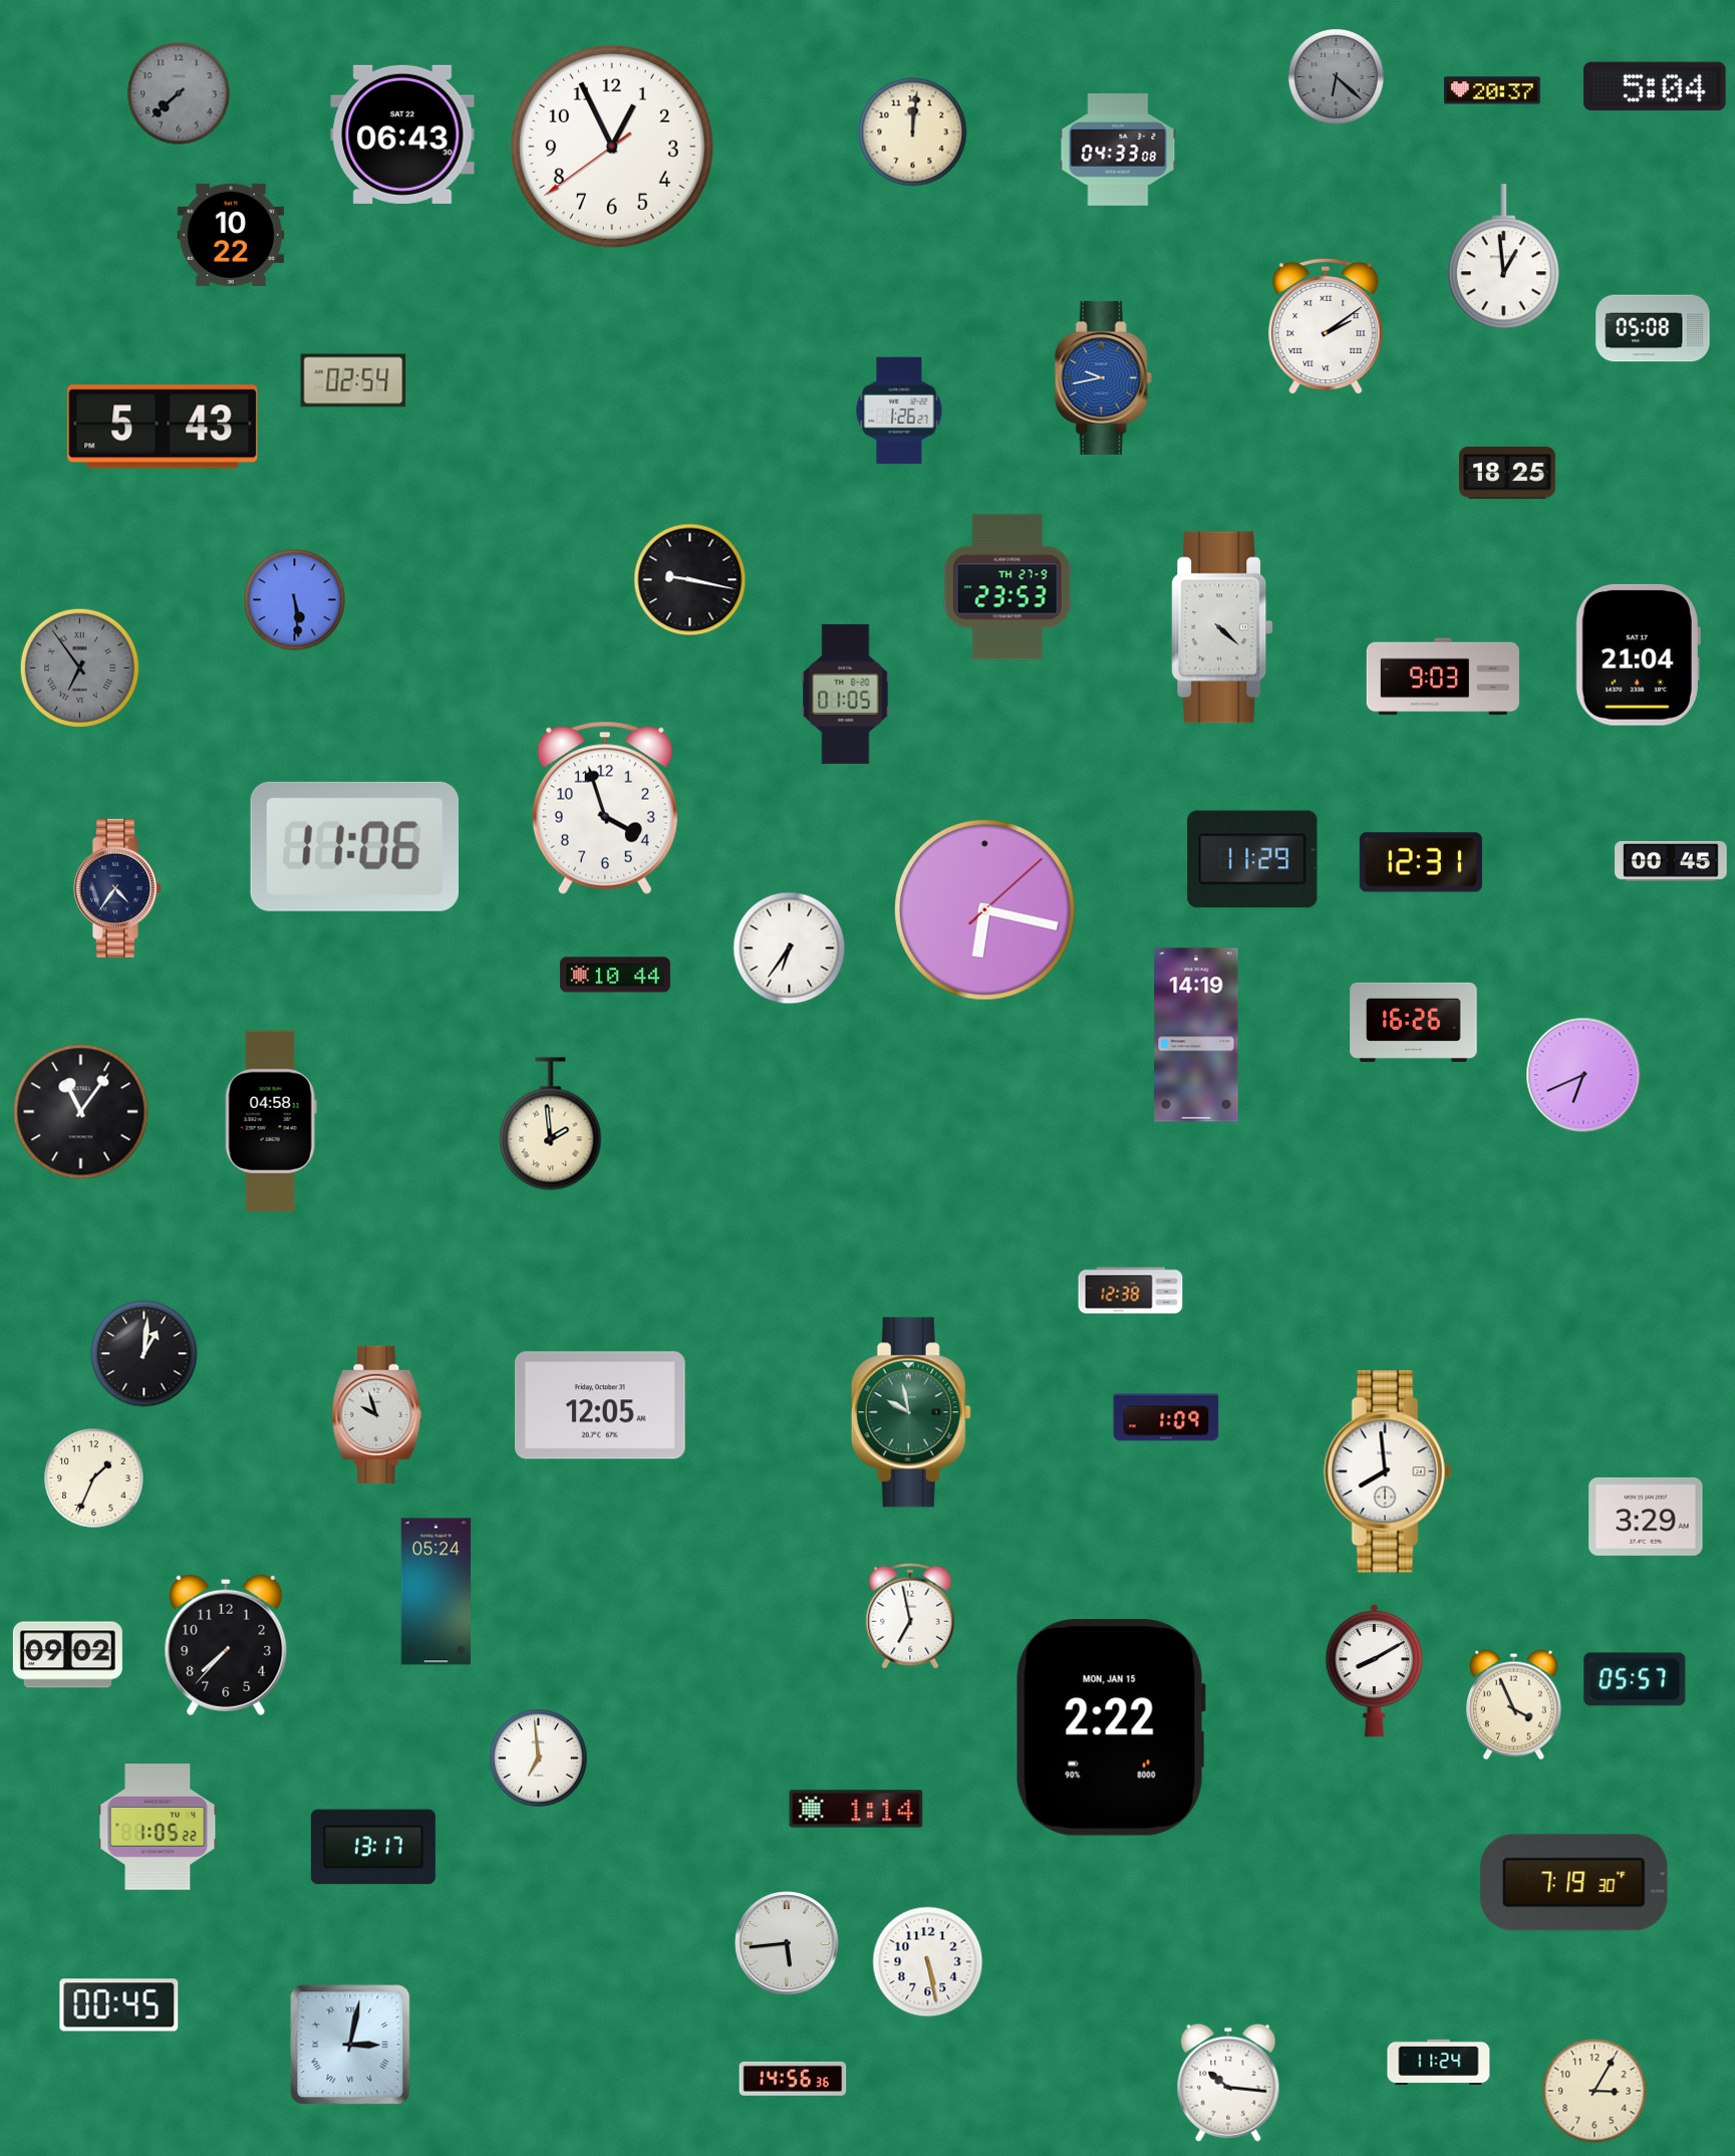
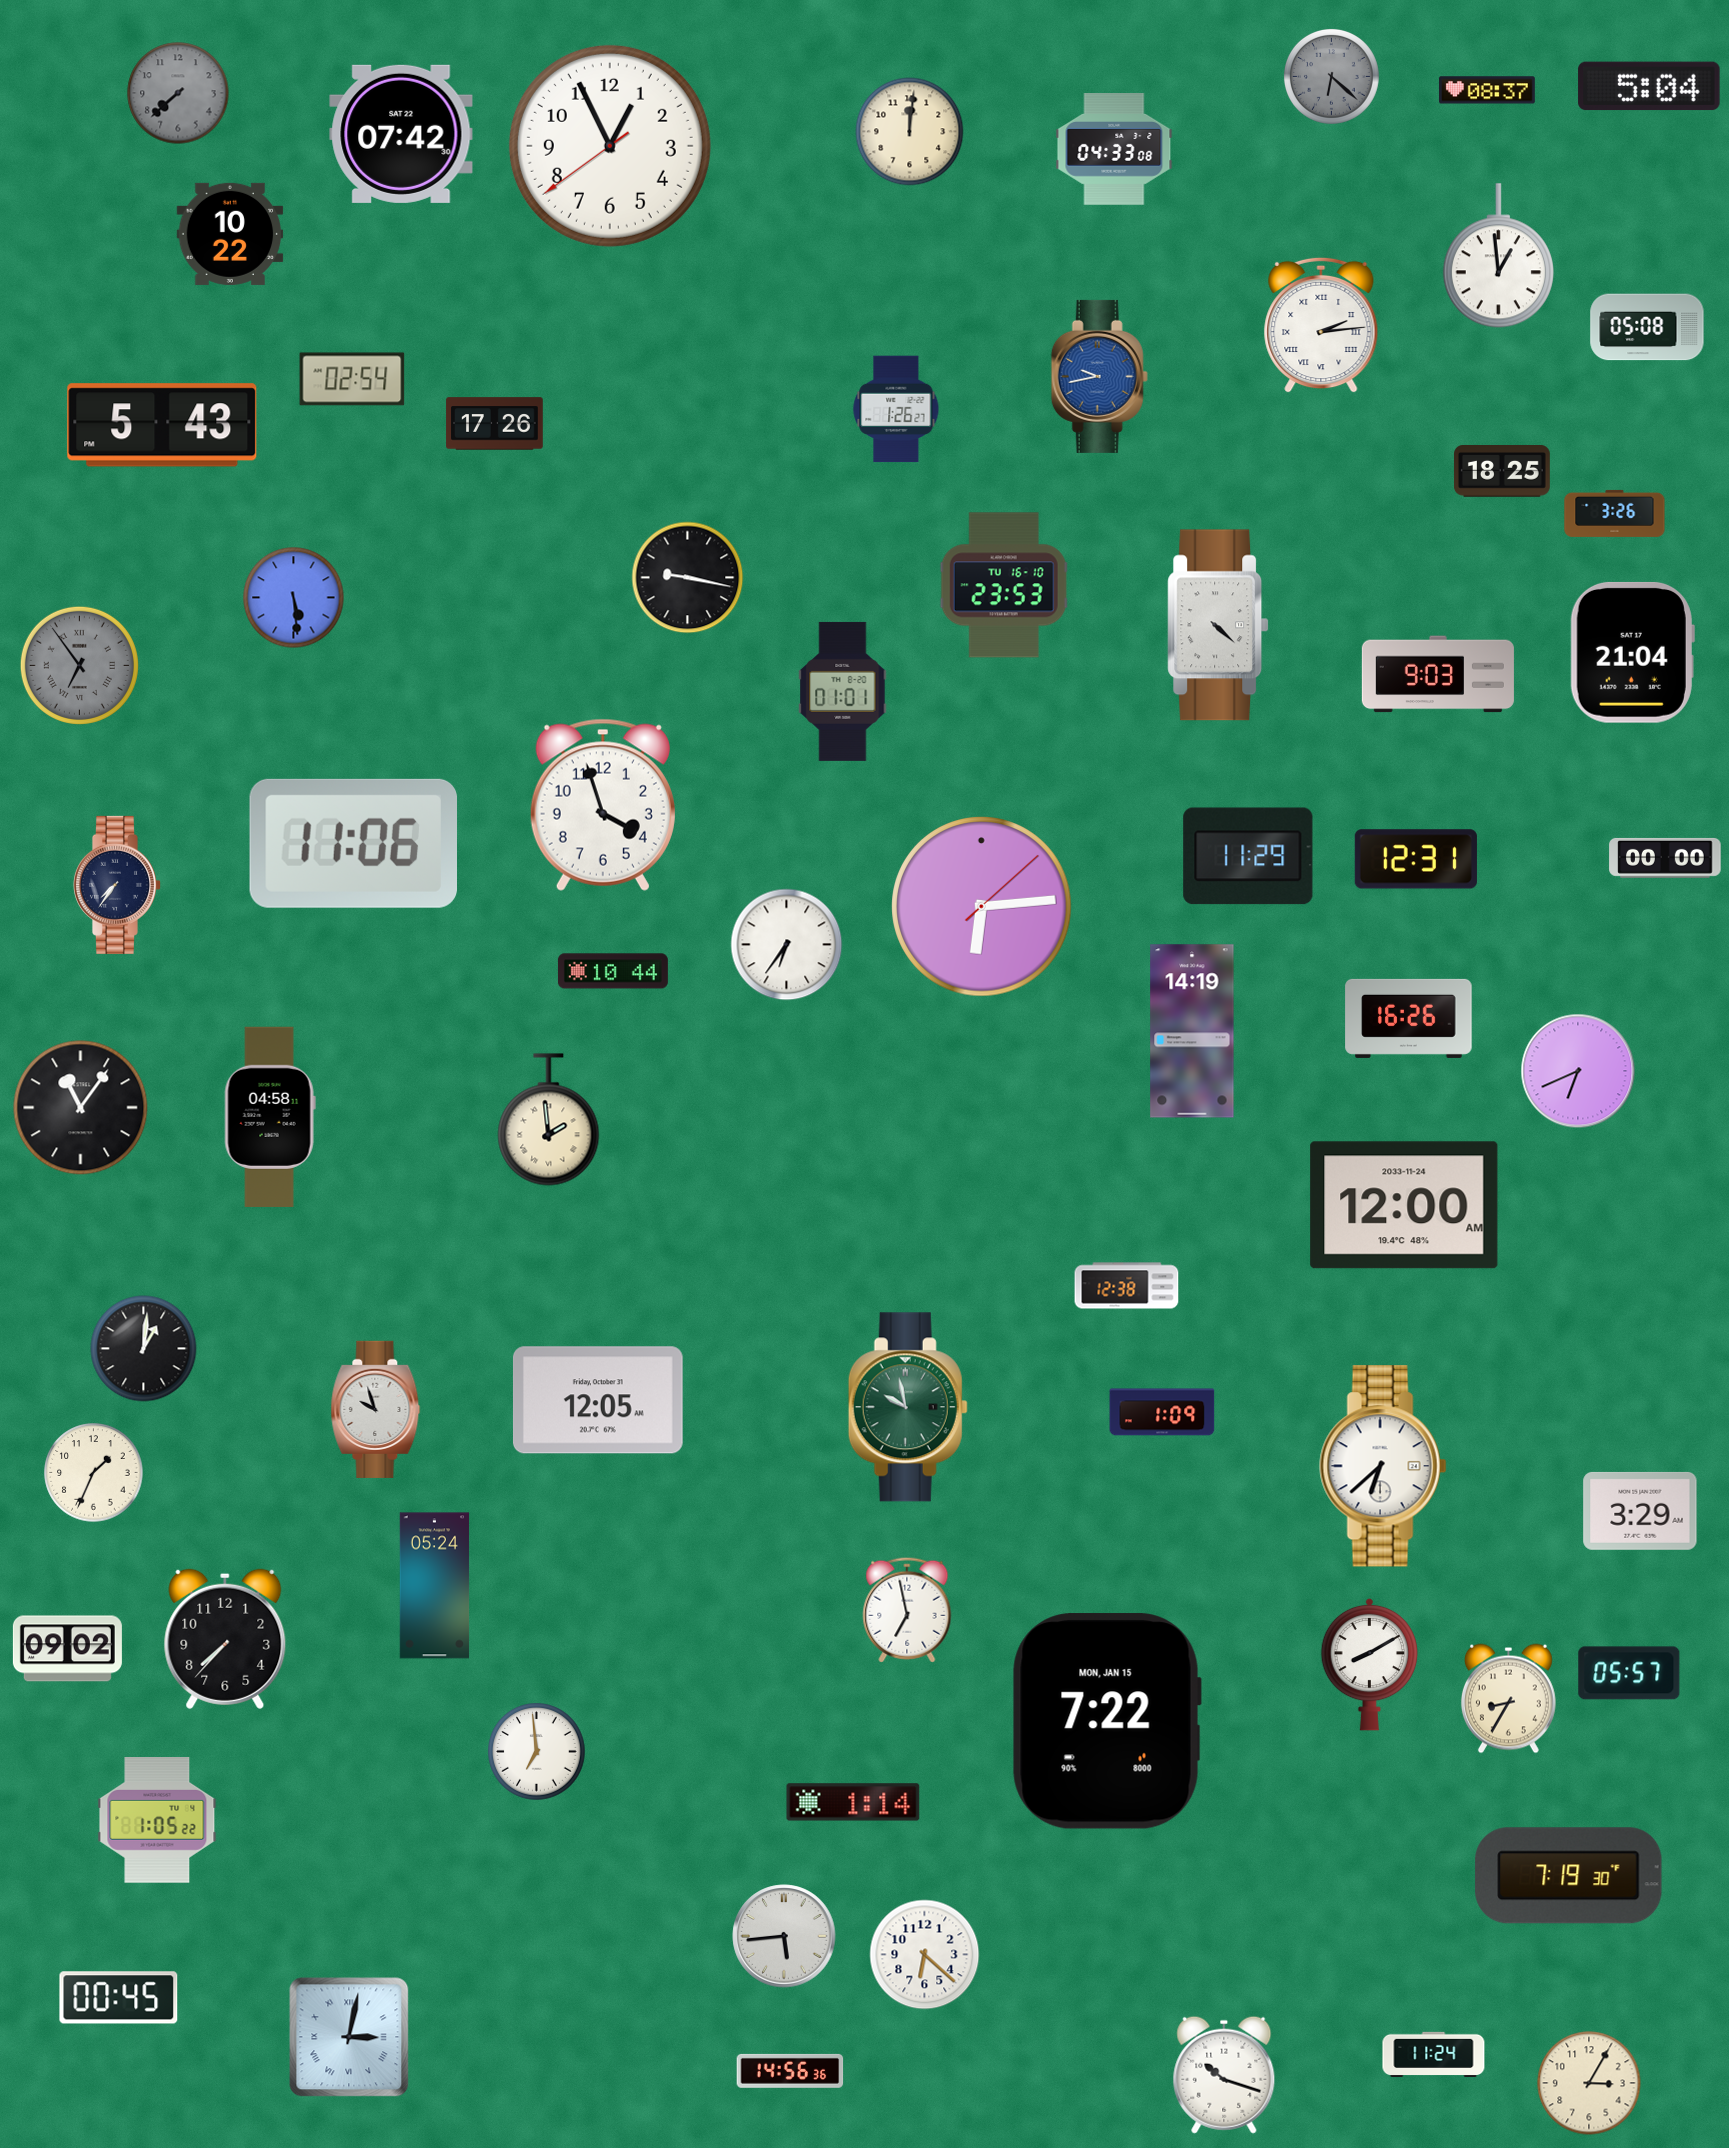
clock at (1492, 90): 20:37 -> 08:37
clock at (402, 134): 06:43 -> 07:42
clock at (1326, 326): 2:09 -> 2:14
clock at (495, 424): none -> 17:26
clock at (1615, 513): none -> 3:26
clock at (1007, 587) date: TH 27-9 -> TU 16-10
clock at (846, 694): 01:05 -> 01:01
clock at (1671, 861): 00:45 -> 00:00
clock at (116, 888): 4:36 -> 7:36
clock at (985, 910): 6:17 -> 6:14
clock at (1404, 1205): none -> 12:00
clock at (1388, 1471): 7:59 -> 6:38
clock at (1513, 1705): 3:56 -> 8:35
clock at (1111, 1727): 2:22 -> 7:22
clock at (373, 1847): 13:17 -> none
clock at (928, 1962): 5:28 -> 6:22
clock at (1228, 2083): 10:16 -> 10:18
